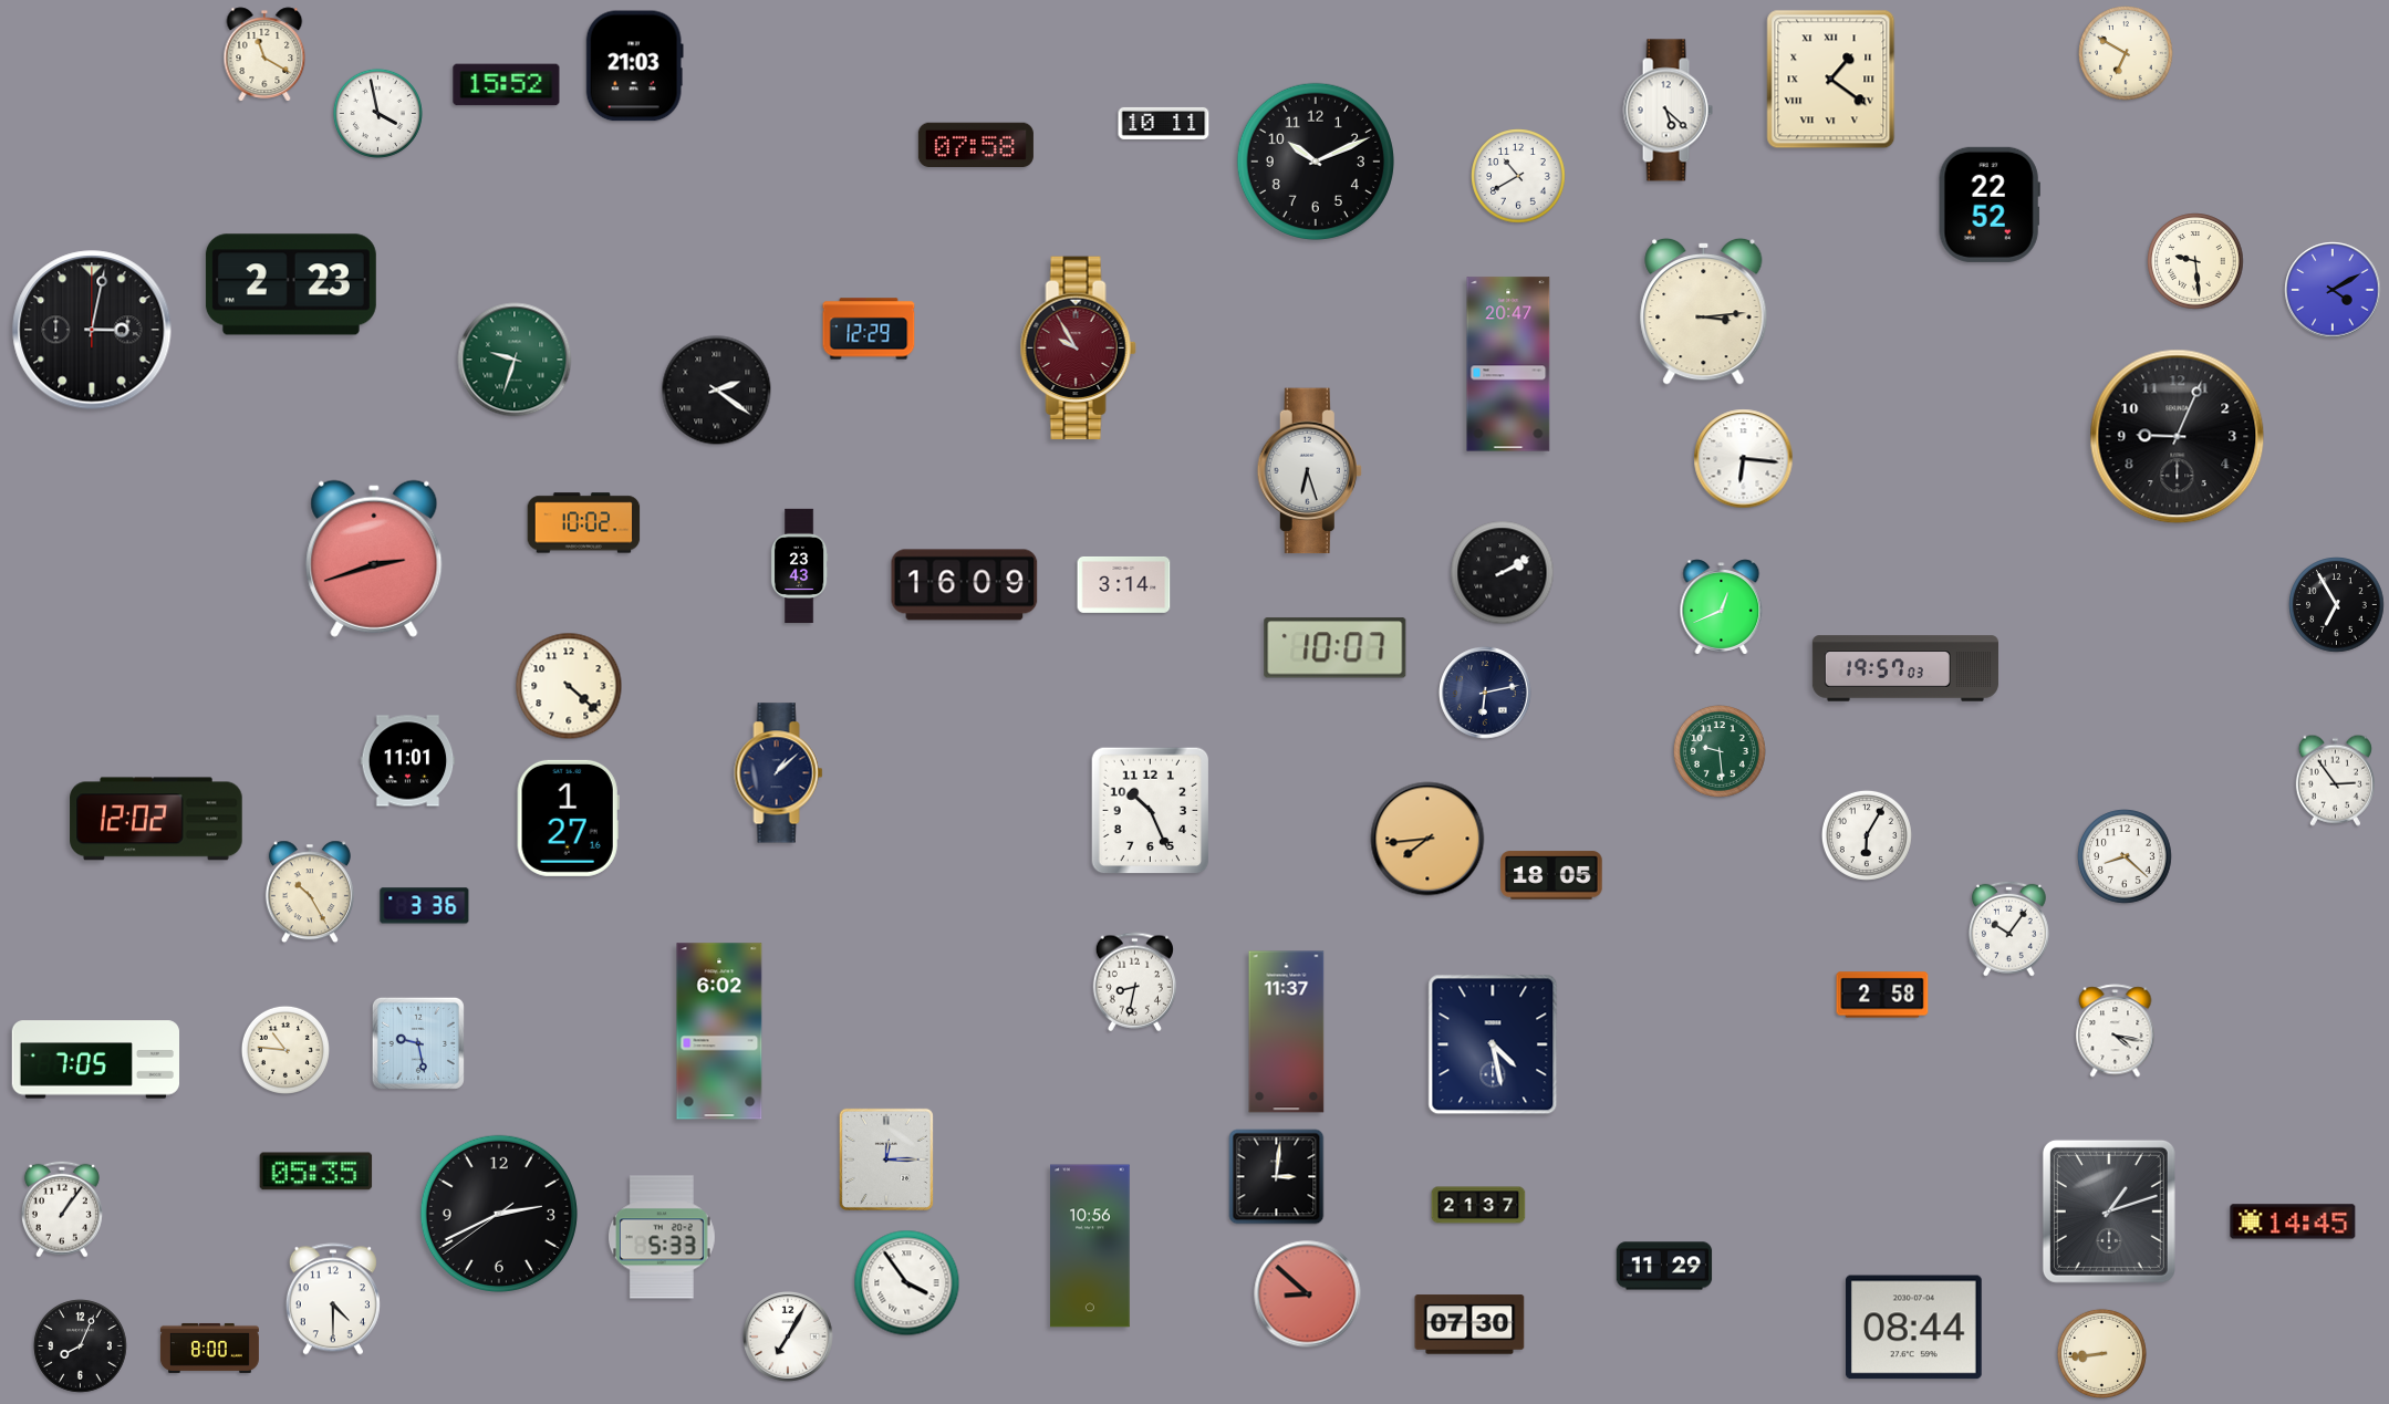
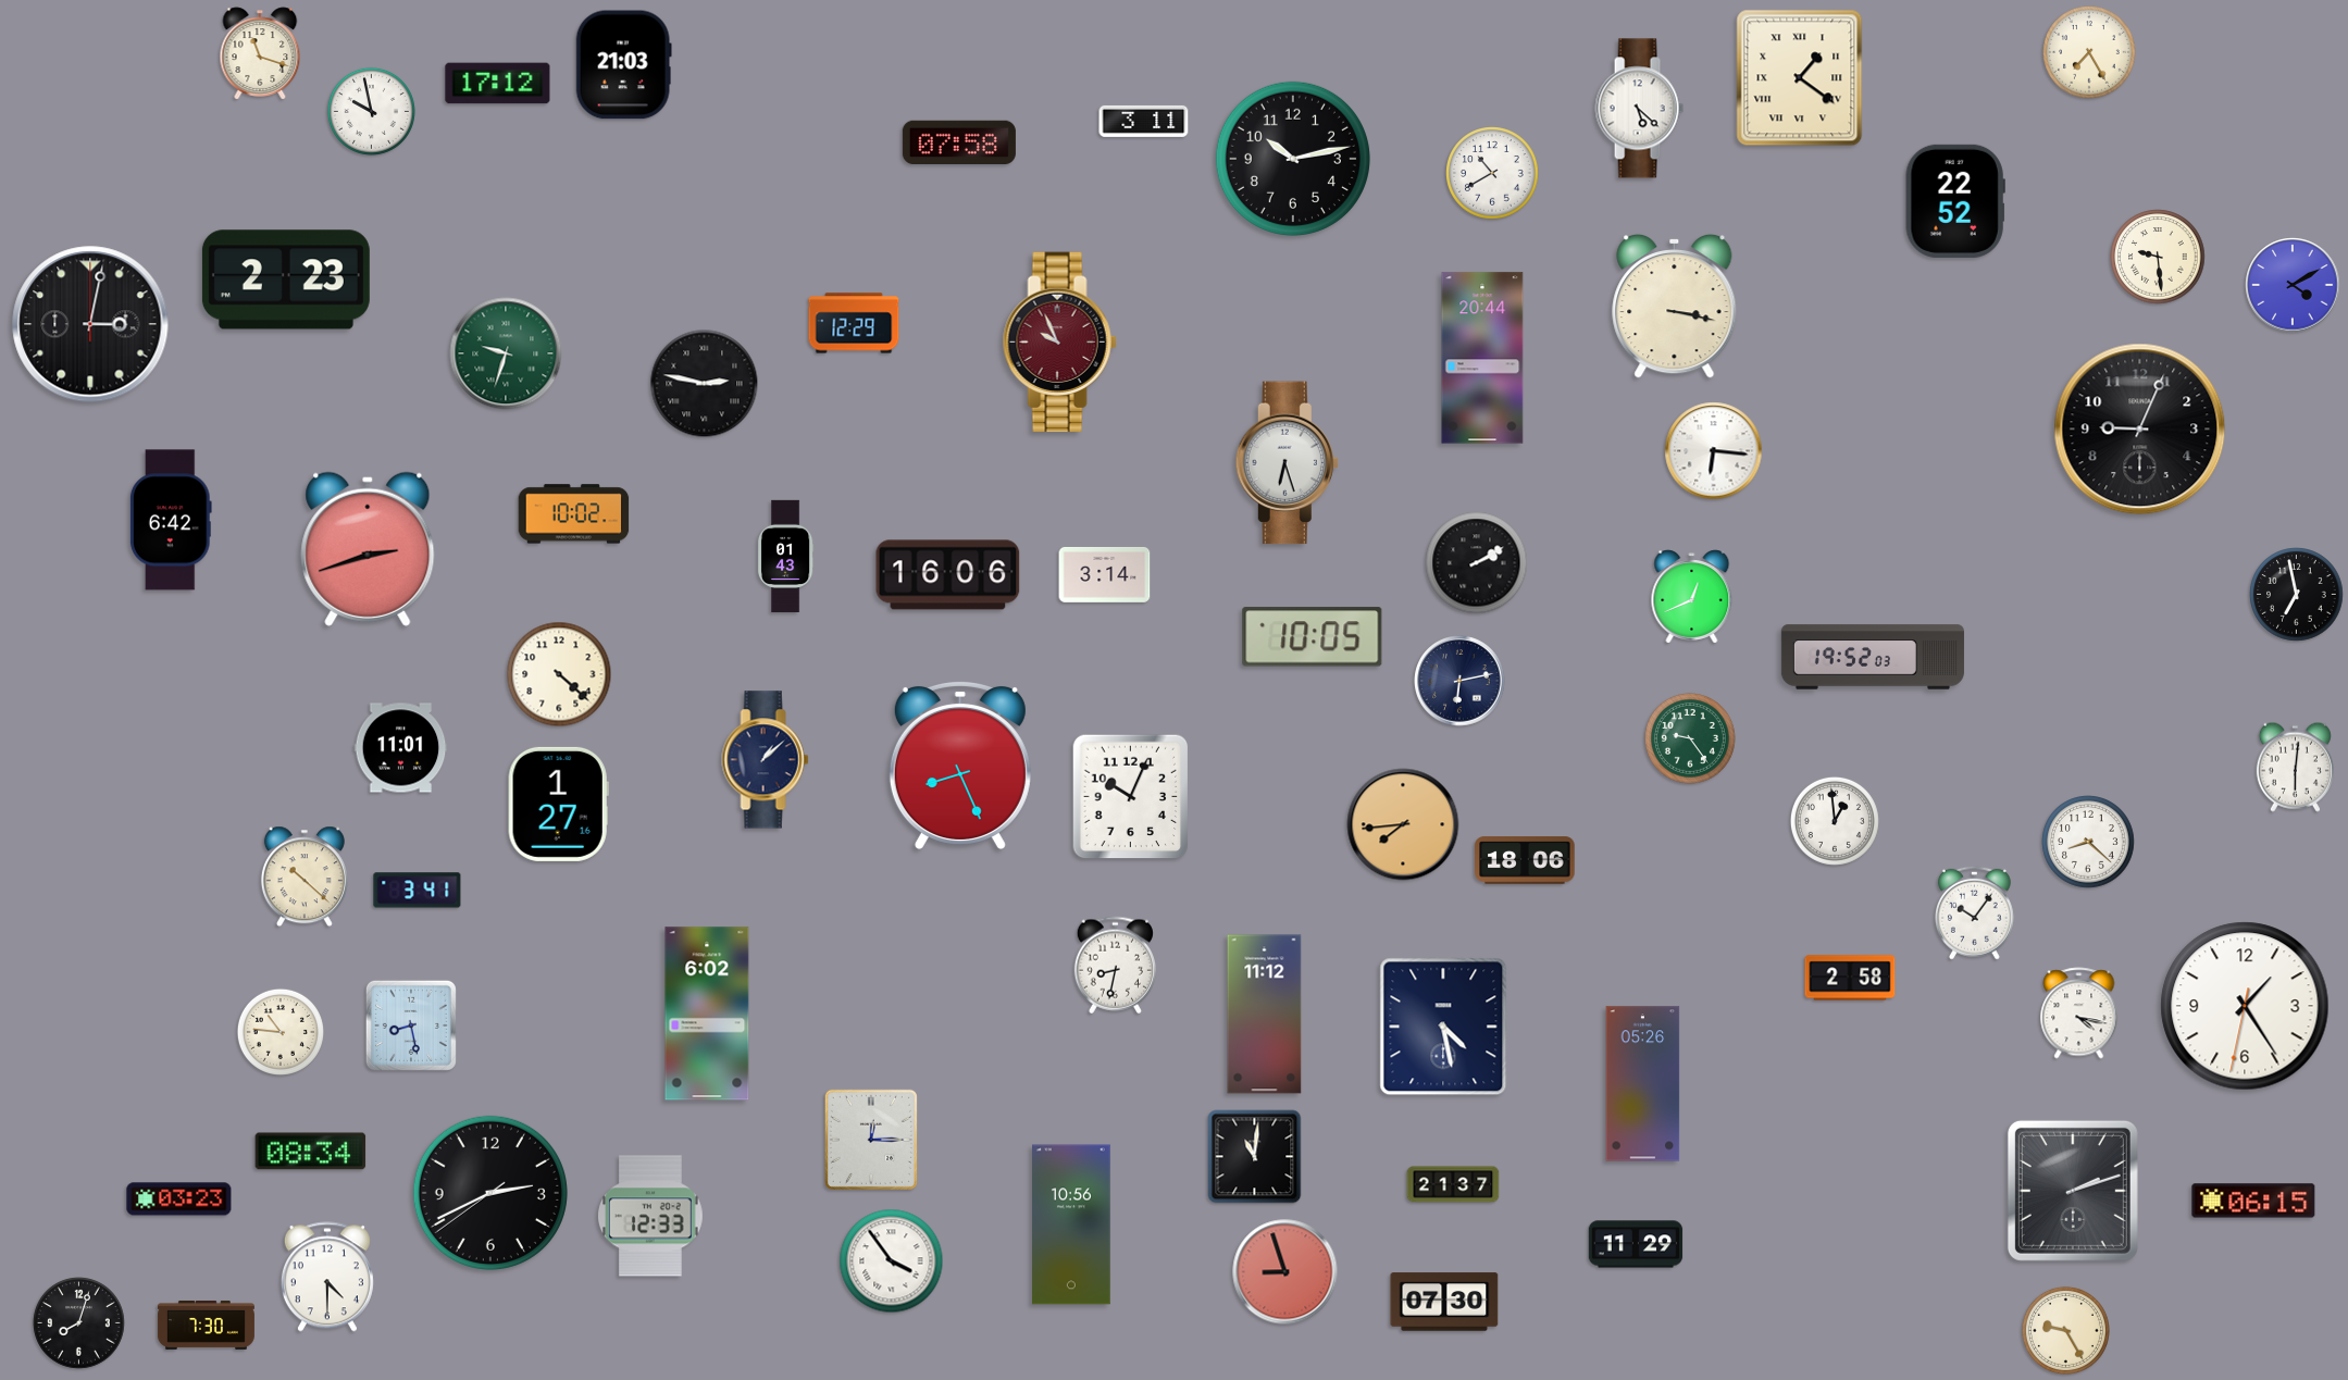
clock at (2126, 53): 6:50 -> 7:25
clock at (264, 54): 11:20 -> 11:18
clock at (507, 85): 15:52 -> 17:12
clock at (377, 113): 3:58 -> 9:58
clock at (1164, 123): 10:11 -> 3:11
clock at (1316, 162): 10:11 -> 10:13
clock at (1704, 311): 3:14 -> 3:17
clock at (1078, 349): 9:55 -> 9:56
clock at (1508, 364): 20:47 -> 20:44
clock at (717, 391): 2:21 -> 2:47
clock at (171, 520): none -> 6:42
clock at (799, 566): 23:43 -> 01:43
clock at (965, 585): 16:09 -> 16:06
clock at (2337, 605): 6:55 -> 6:58
clock at (1336, 648): 10:07 -> 10:05
clock at (1905, 668): 19:57 -> 19:52
clock at (1720, 751): 9:29 -> 9:24
clock at (960, 764): none -> 8:26
clock at (2335, 780): 2:54 -> 6:01
clock at (1151, 811): 10:26 -> 10:04
clock at (156, 819): 12:02 -> none
clock at (1867, 835): 6:05 -> 12:59
clock at (1551, 875): 18:05 -> 18:06
clock at (310, 892): 10:25 -> 10:22
clock at (425, 906): 3:36 -> 3:41
clock at (2245, 1006): none -> 1:24
clock at (1287, 1032): 11:37 -> 11:12
clock at (418, 1043): 9:28 -> 8:28
clock at (1493, 1044) position: (1493, 1044) -> (1443, 1027)
clock at (95, 1060): 7:05 -> none
clock at (1643, 1084): none -> 05:26
clock at (316, 1172): 05:35 -> 08:34
clock at (1277, 1177): 3:01 -> 11:01
clock at (62, 1209): 1:06 -> none
clock at (2109, 1211): 1:12 -> 2:12
clock at (179, 1199): none -> 03:23
clock at (2293, 1221): 14:45 -> 06:15
clock at (663, 1237): 5:33 -> 12:33
clock at (1308, 1294): 8:52 -> 8:57
clock at (1913, 1328): 08:44 -> none
clock at (789, 1338): 7:05 -> none
clock at (81, 1346): 8:04 -> 8:03
clock at (209, 1348): 8:00 -> 7:30
clock at (2101, 1353): 8:44 -> 9:25
